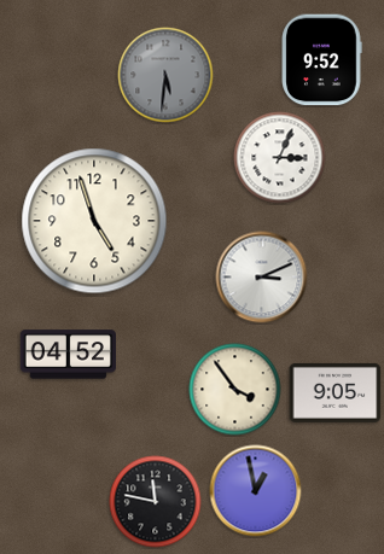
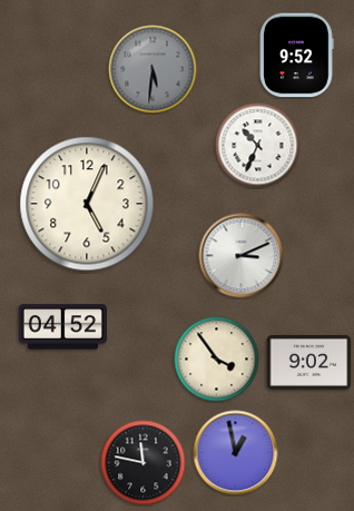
clock at (280, 158): 3:04 -> 10:34
clock at (94, 221): 4:57 -> 5:04
clock at (336, 392): 9:05 -> 9:02
